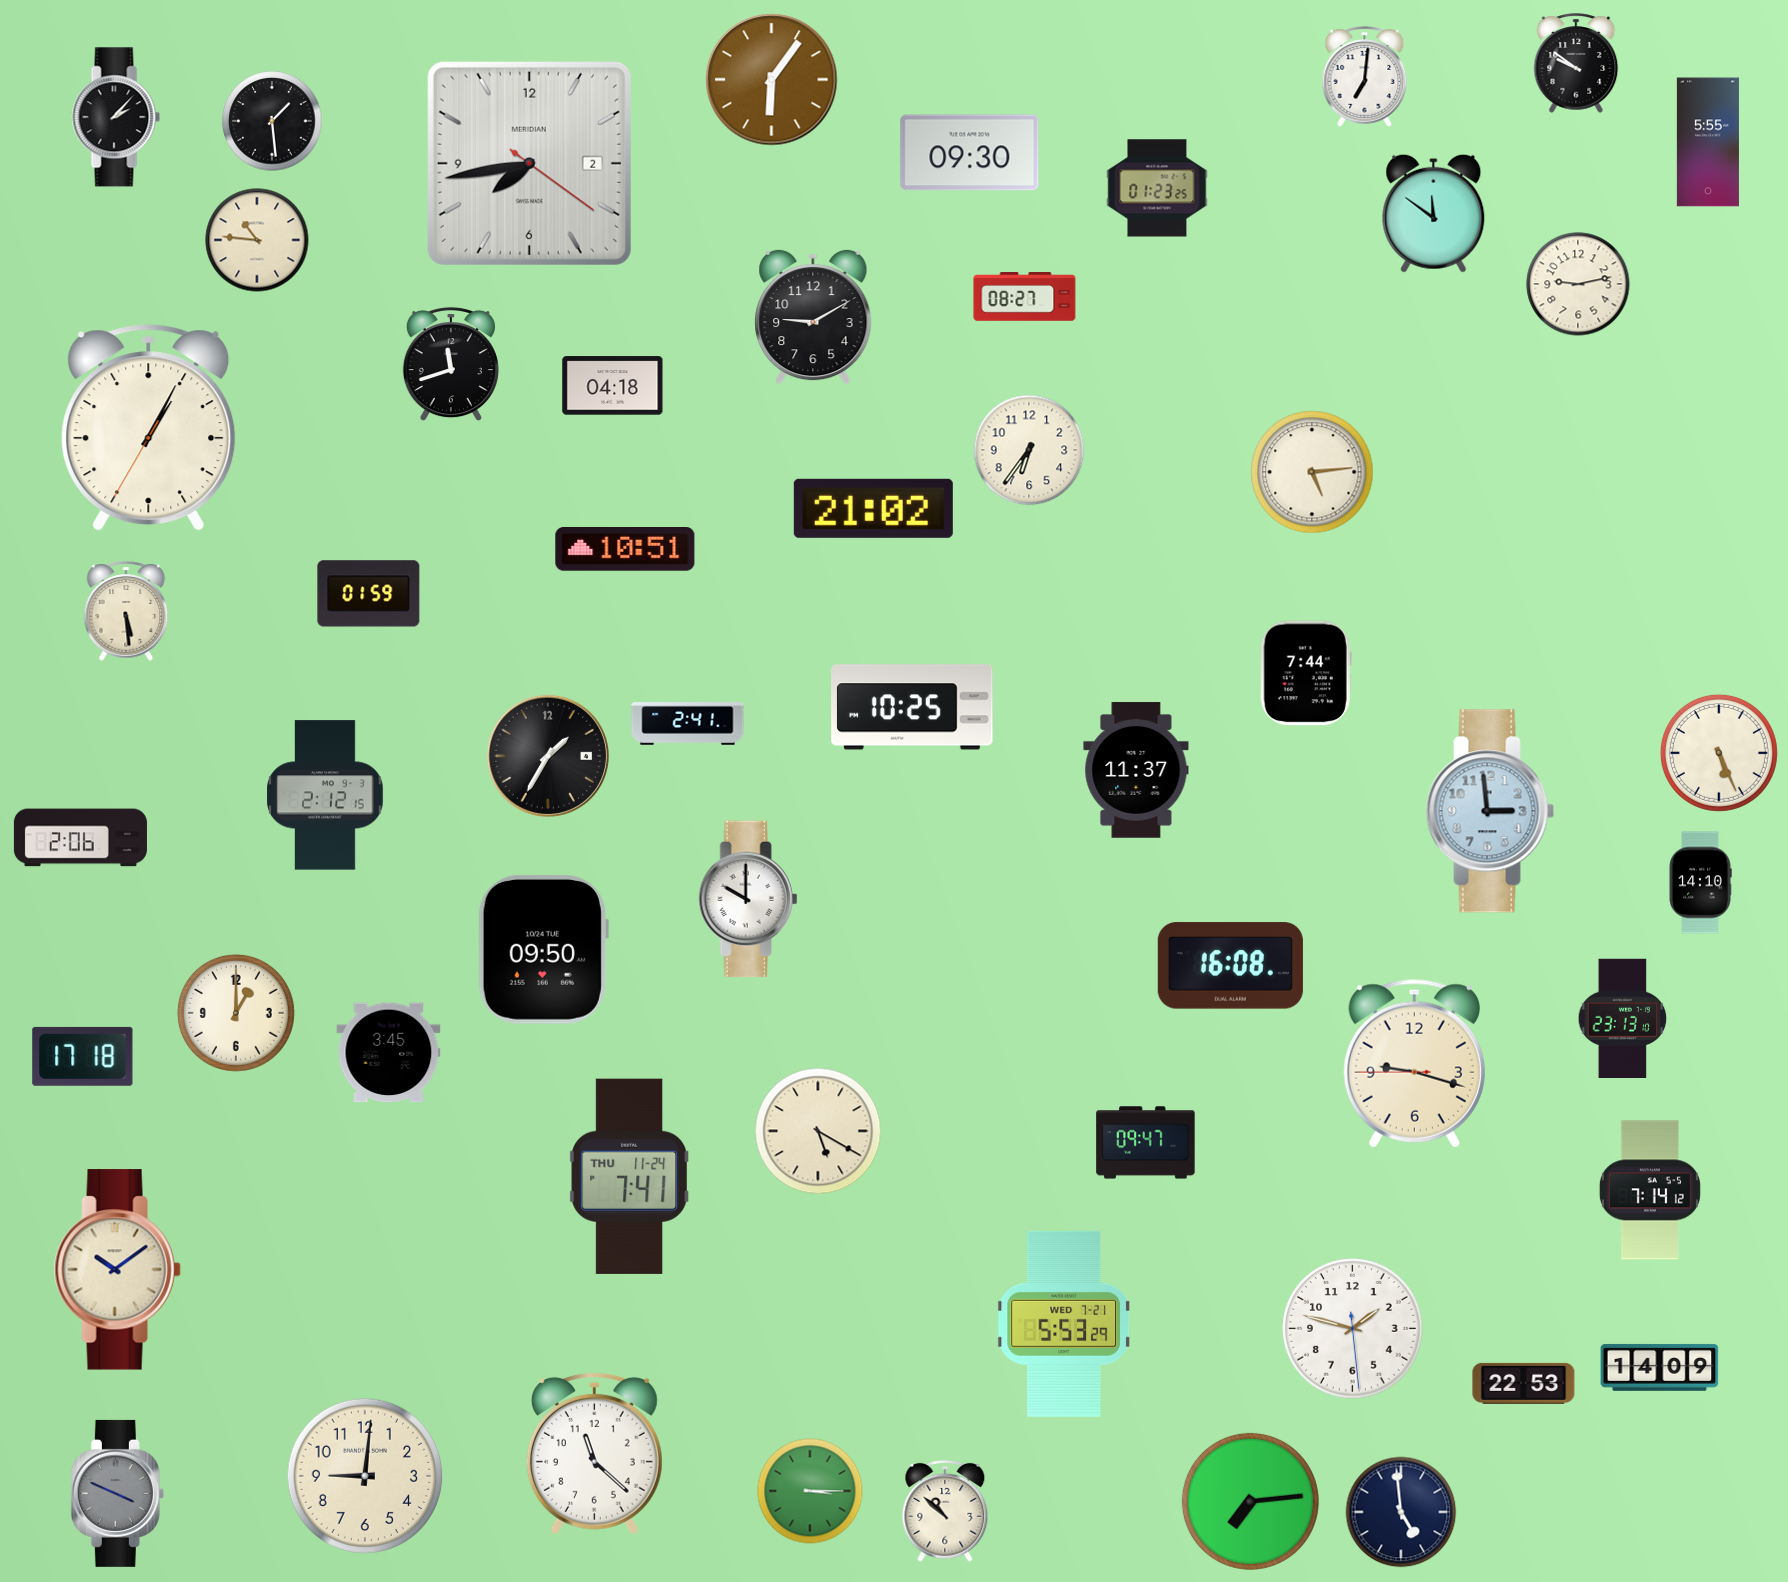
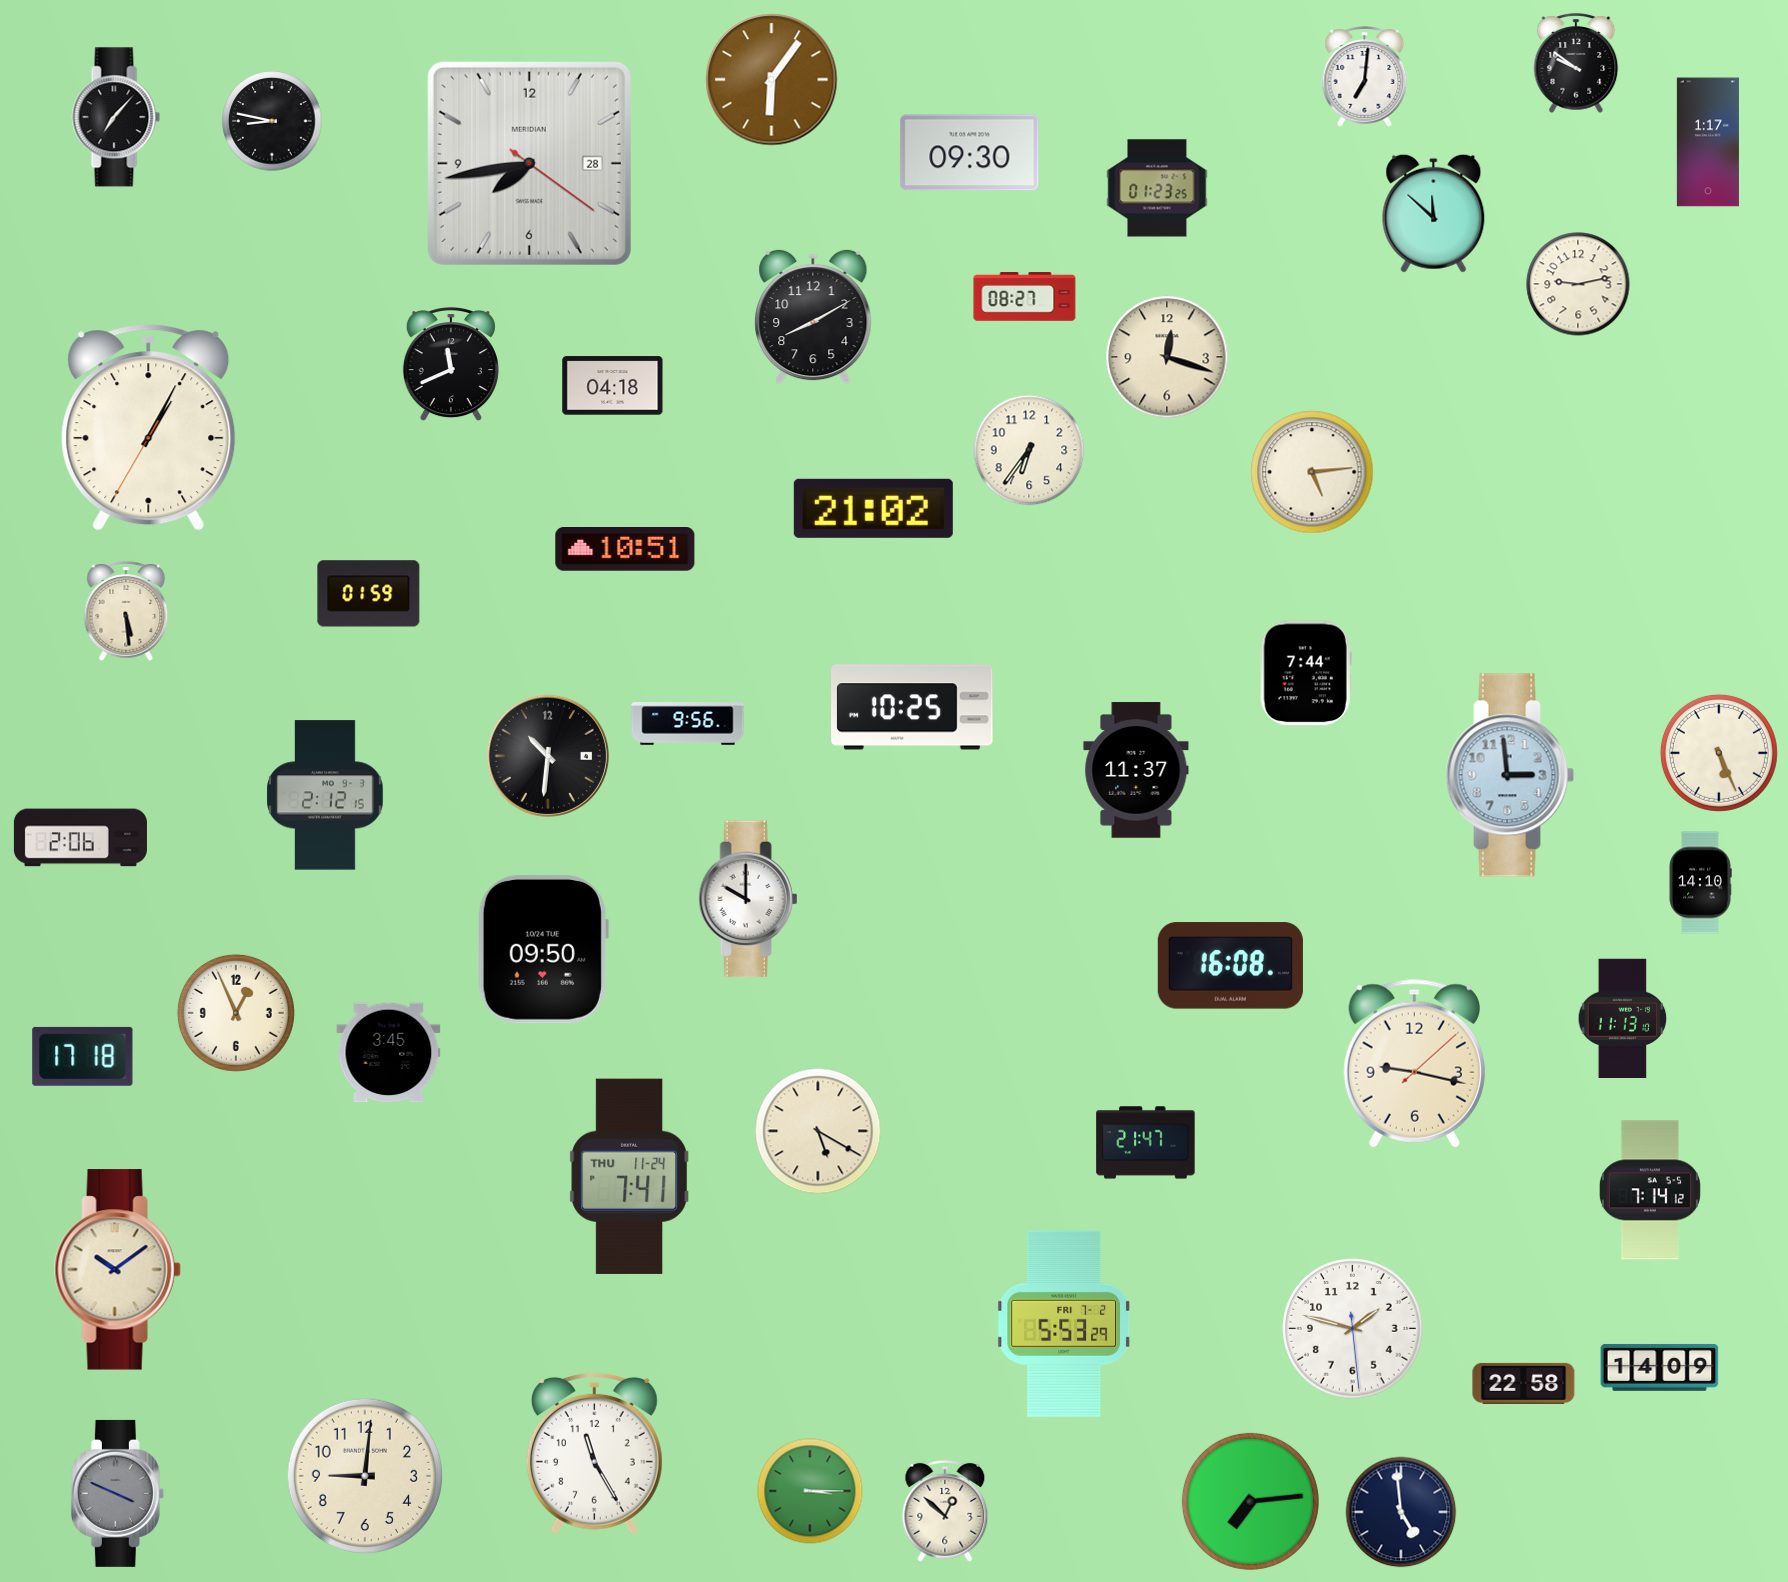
clock at (116, 117): 2:07 -> 7:07
clock at (272, 121): 1:29 -> 8:47
clock at (1708, 142): 5:55 -> 1:17
clock at (529, 163) date: 2 -> 28
clock at (1434, 213): 11:51 -> 11:52
clock at (257, 240): 10:46 -> none
clock at (813, 317): 9:10 -> 8:10
clock at (1167, 357): none -> 12:18
clock at (451, 364): 11:42 -> 11:41
clock at (688, 724): 2:41 -> 9:56
clock at (548, 756): 1:35 -> 10:31
clock at (1490, 811) position: (1490, 811) -> (1510, 775)
clock at (236, 1013): 1:00 -> 12:56
clock at (1623, 1018): 23:13 -> 11:13
clock at (1414, 1064): 9:17:45 -> 9:17:08
clock at (1146, 1143): 09:47 -> 21:47
clock at (1064, 1324) date: WED 7-21 -> FRI 7-2
clock at (1524, 1383): 22:53 -> 22:58
clock at (594, 1453): 11:22 -> 11:25
clock at (945, 1511): 10:52 -> 12:52
